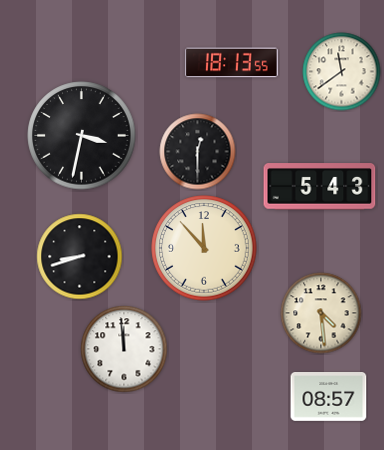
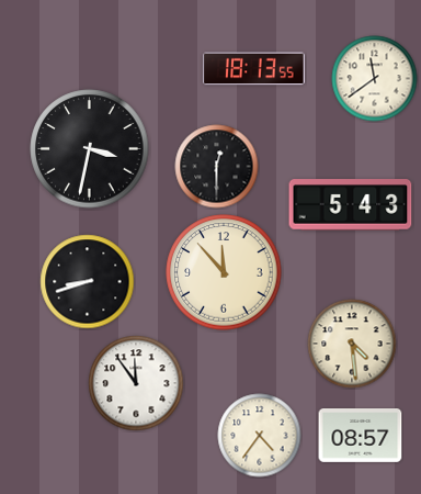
clock at (124, 349): 11:59 -> 11:54
clock at (260, 436): none -> 4:36
